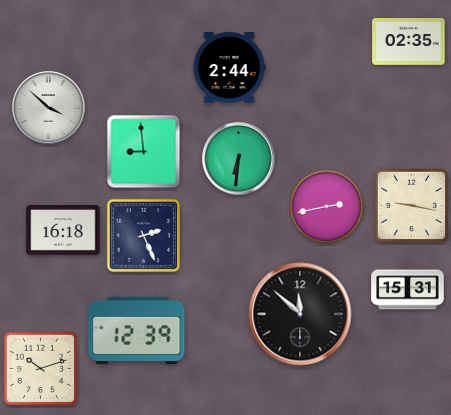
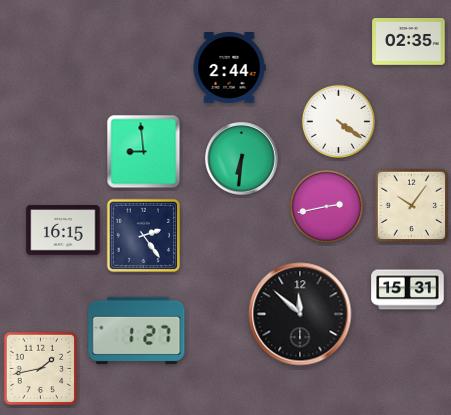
clock at (49, 108): 3:52 -> none
clock at (338, 121): none -> 4:21
clock at (239, 159) position: (239, 159) -> (242, 159)
clock at (412, 206): 9:17 -> 10:06
clock at (63, 230): 16:18 -> 16:15
clock at (144, 236): 2:26 -> 2:24
clock at (137, 331): 12:39 -> 1:27
clock at (41, 369): 10:12 -> 1:43
